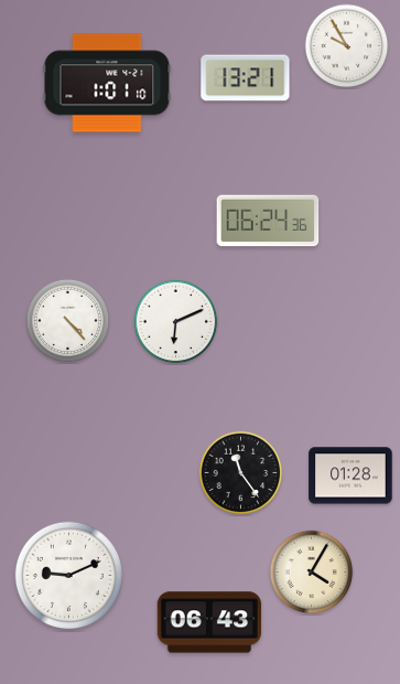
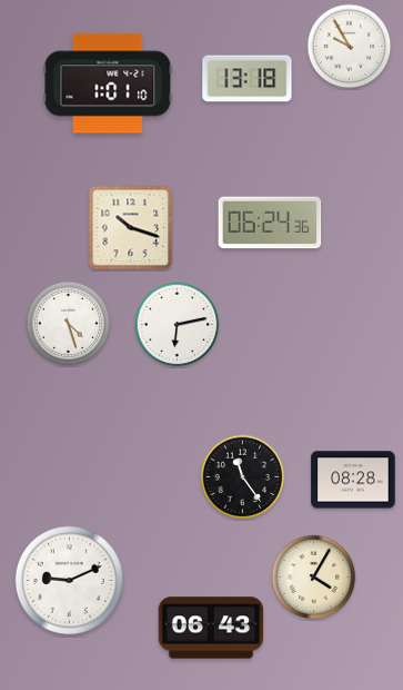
clock at (246, 78): 13:21 -> 13:18
clock at (131, 228): none -> 10:18
clock at (68, 321): 4:23 -> 4:27
clock at (176, 322): 6:11 -> 6:13
clock at (350, 475): 01:28 -> 08:28
